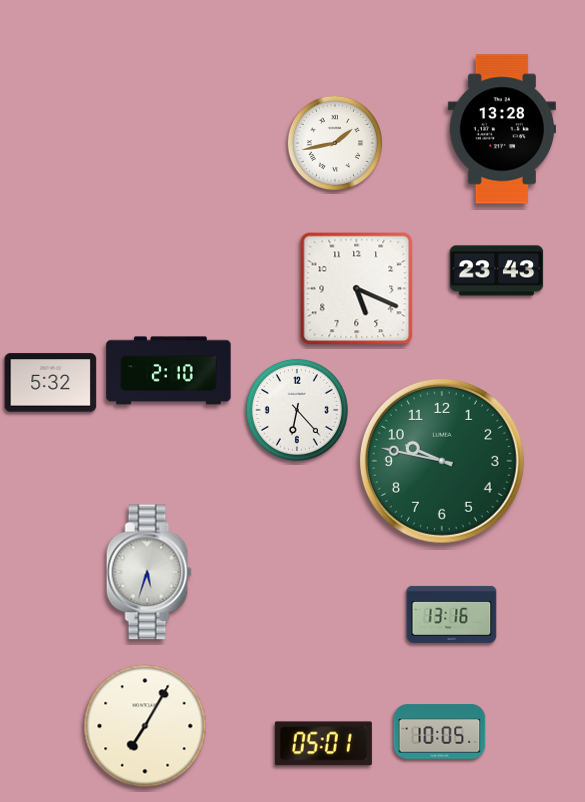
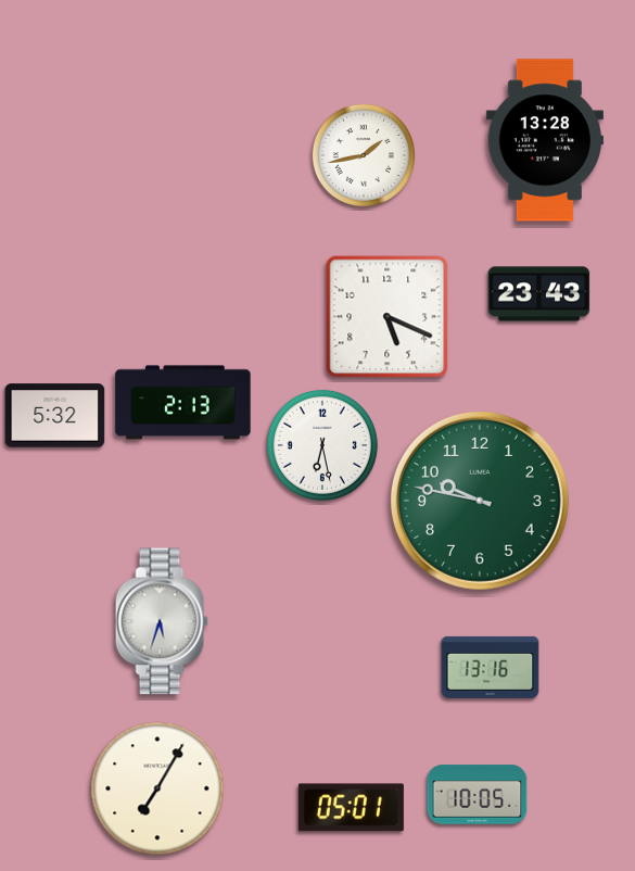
clock at (357, 289) position: (357, 289) -> (388, 317)
clock at (169, 371): 2:10 -> 2:13
clock at (297, 410): 6:23 -> 6:28
